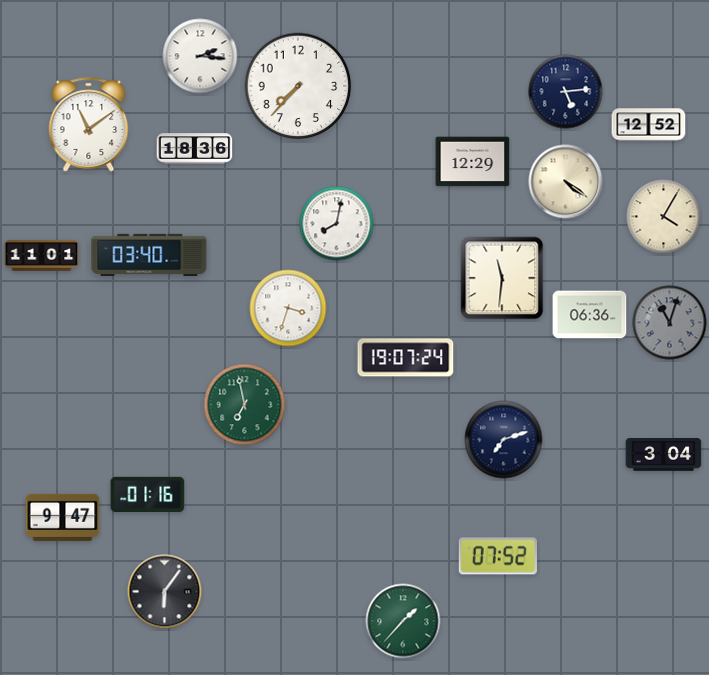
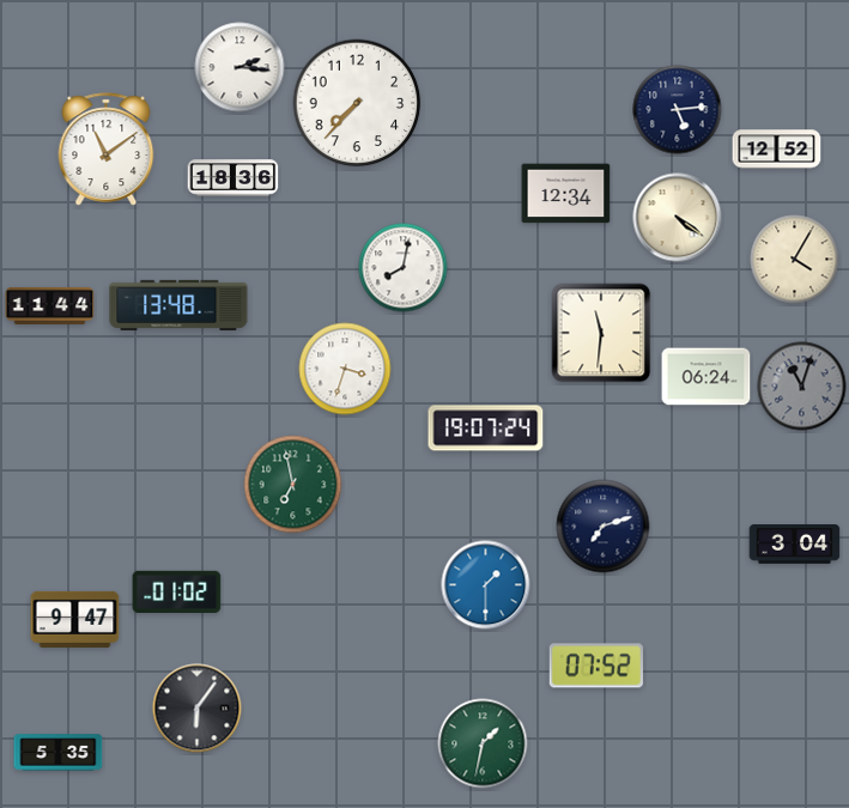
clock at (473, 162): 12:29 -> 12:34
clock at (42, 255): 11:01 -> 11:44
clock at (149, 255): 03:40 -> 13:48
clock at (590, 315): 06:36 -> 06:24
clock at (486, 585): none -> 1:30
clock at (148, 495): 01:16 -> 01:02
clock at (403, 621): 1:37 -> 1:32
clock at (59, 753): none -> 5:35
